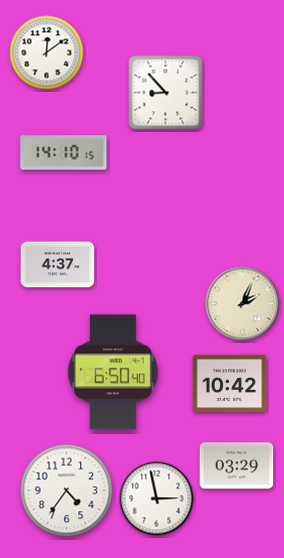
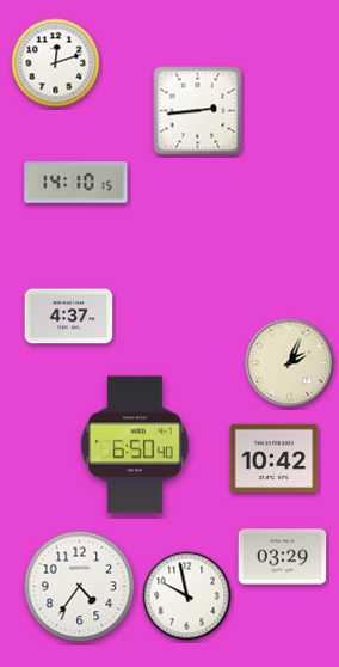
clock at (47, 53): 12:09 -> 12:12
clock at (166, 93): 8:53 -> 2:44
clock at (157, 499): 2:58 -> 9:58
